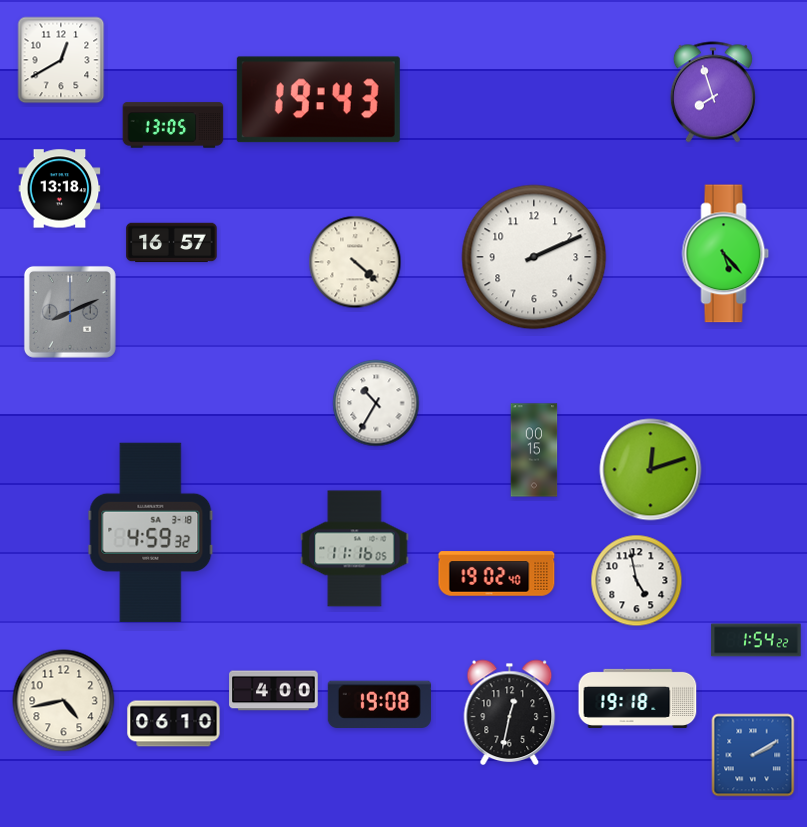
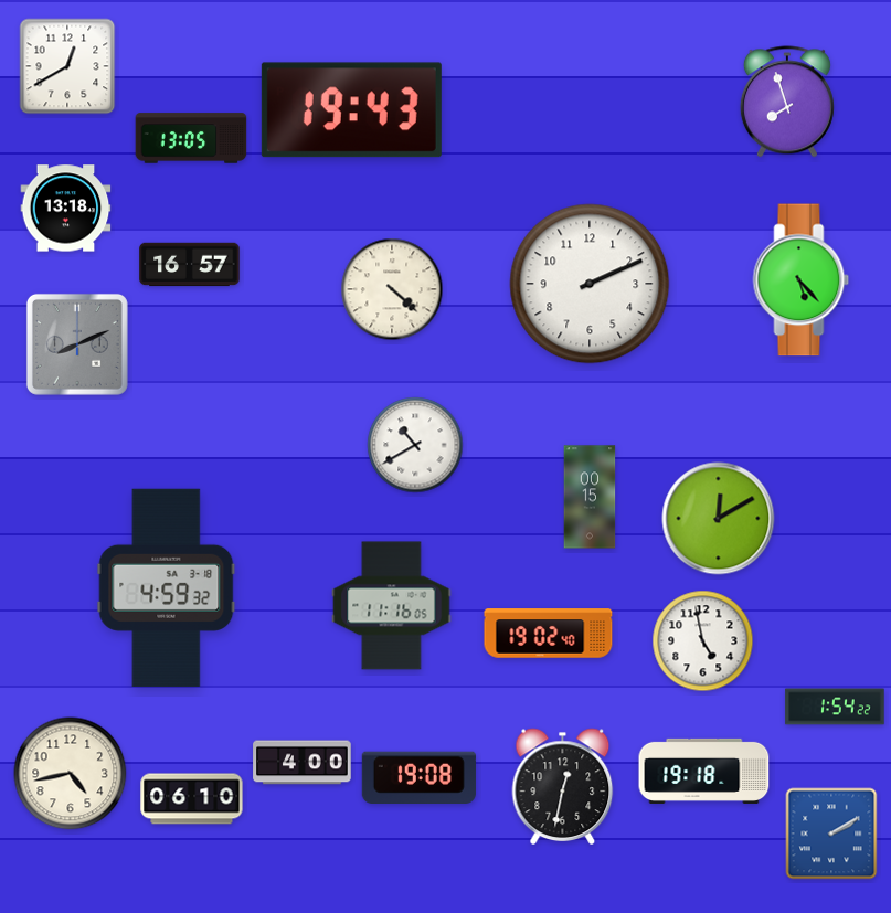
clock at (172, 243) position: (172, 243) -> (190, 265)
clock at (376, 403): 10:35 -> 10:40
clock at (651, 470): 12:12 -> 12:10
